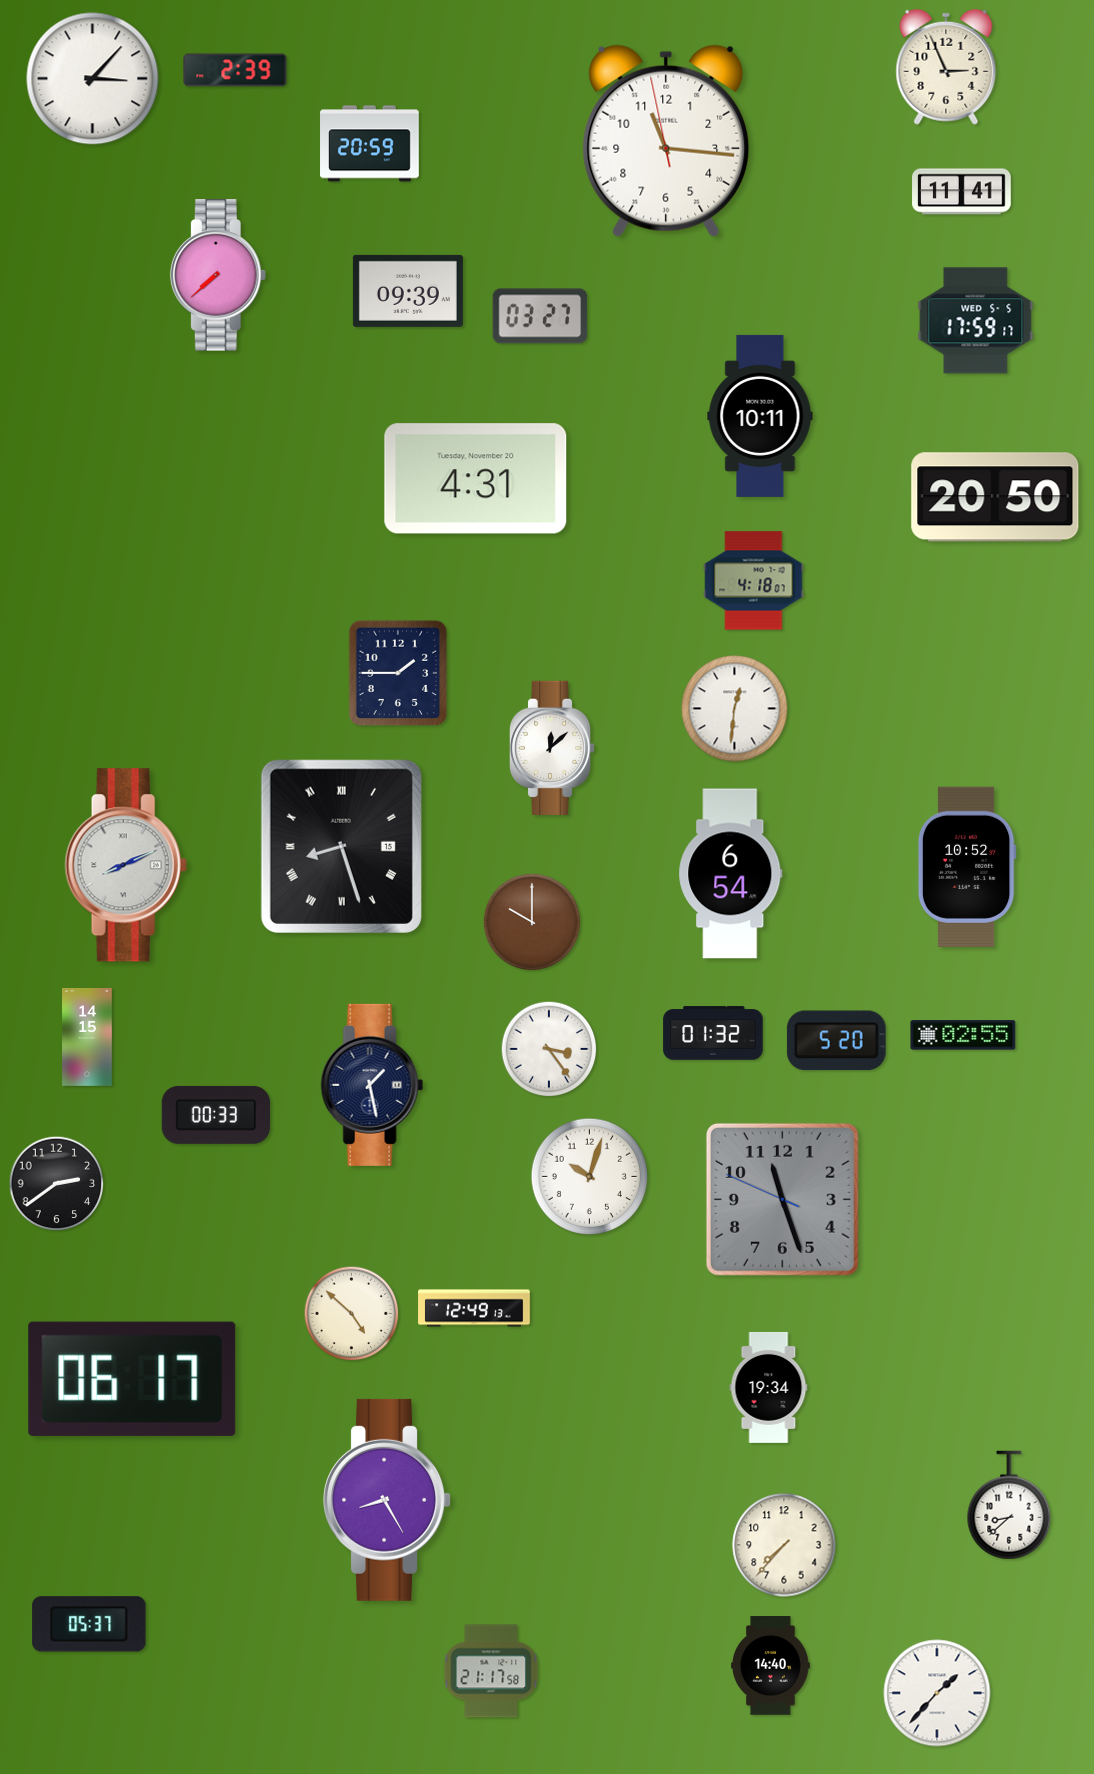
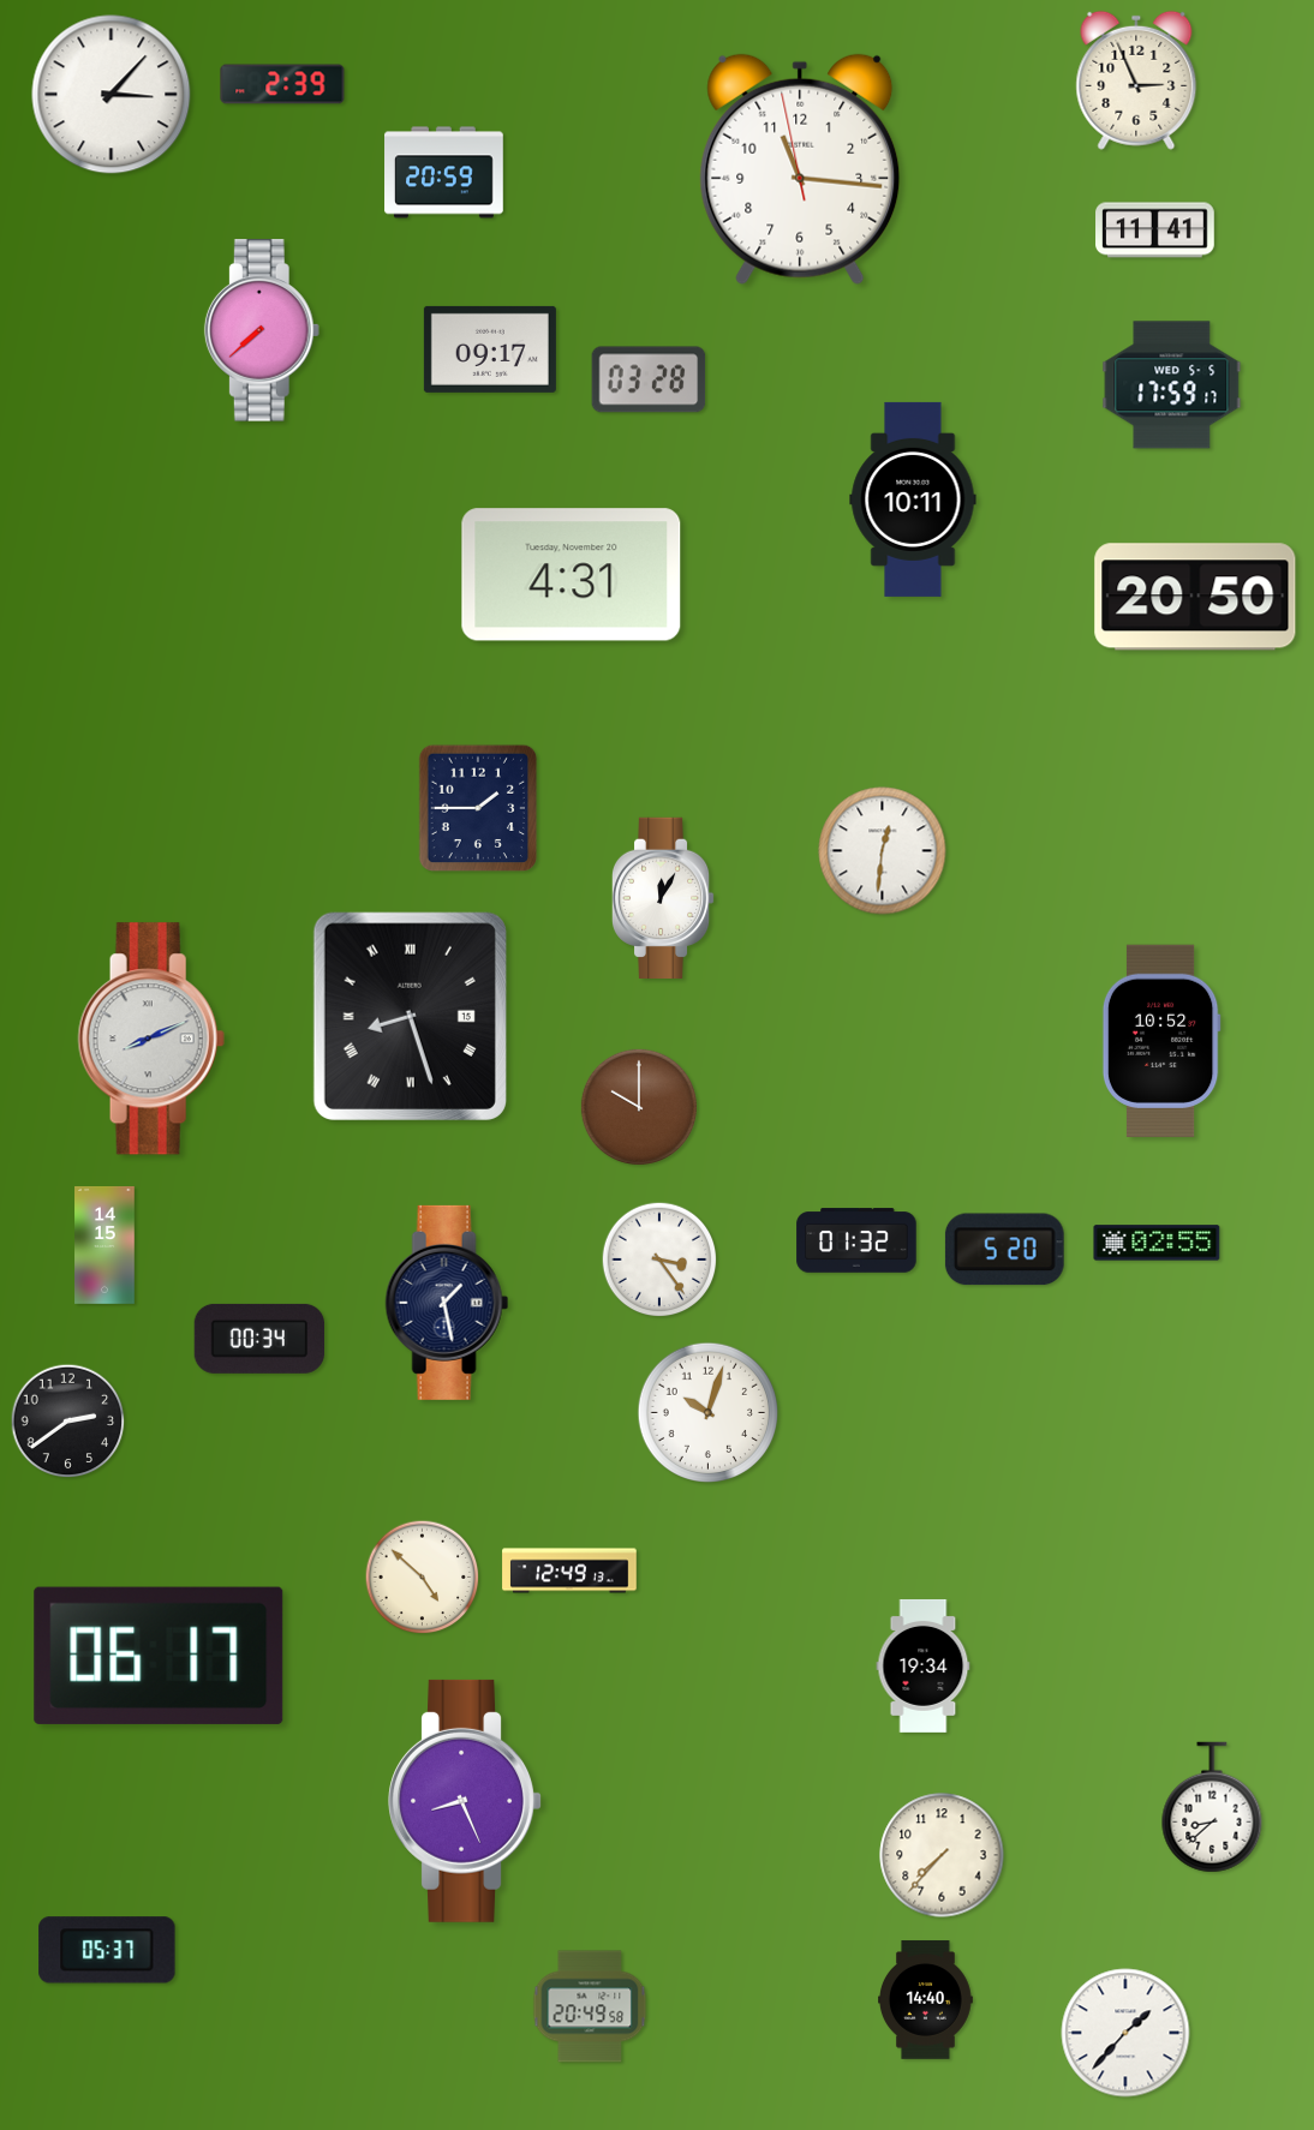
clock at (408, 291): 09:39 -> 09:17
clock at (540, 316): 03:27 -> 03:28
clock at (754, 581): 4:18 -> none
clock at (552, 747): 12:08 -> 12:05
clock at (731, 874): 6:54 -> none
clock at (215, 1115): 00:33 -> 00:34
clock at (782, 1199): 11:26 -> none
clock at (387, 1500): 8:25 -> 8:26
clock at (491, 1671): 21:17 -> 20:49
